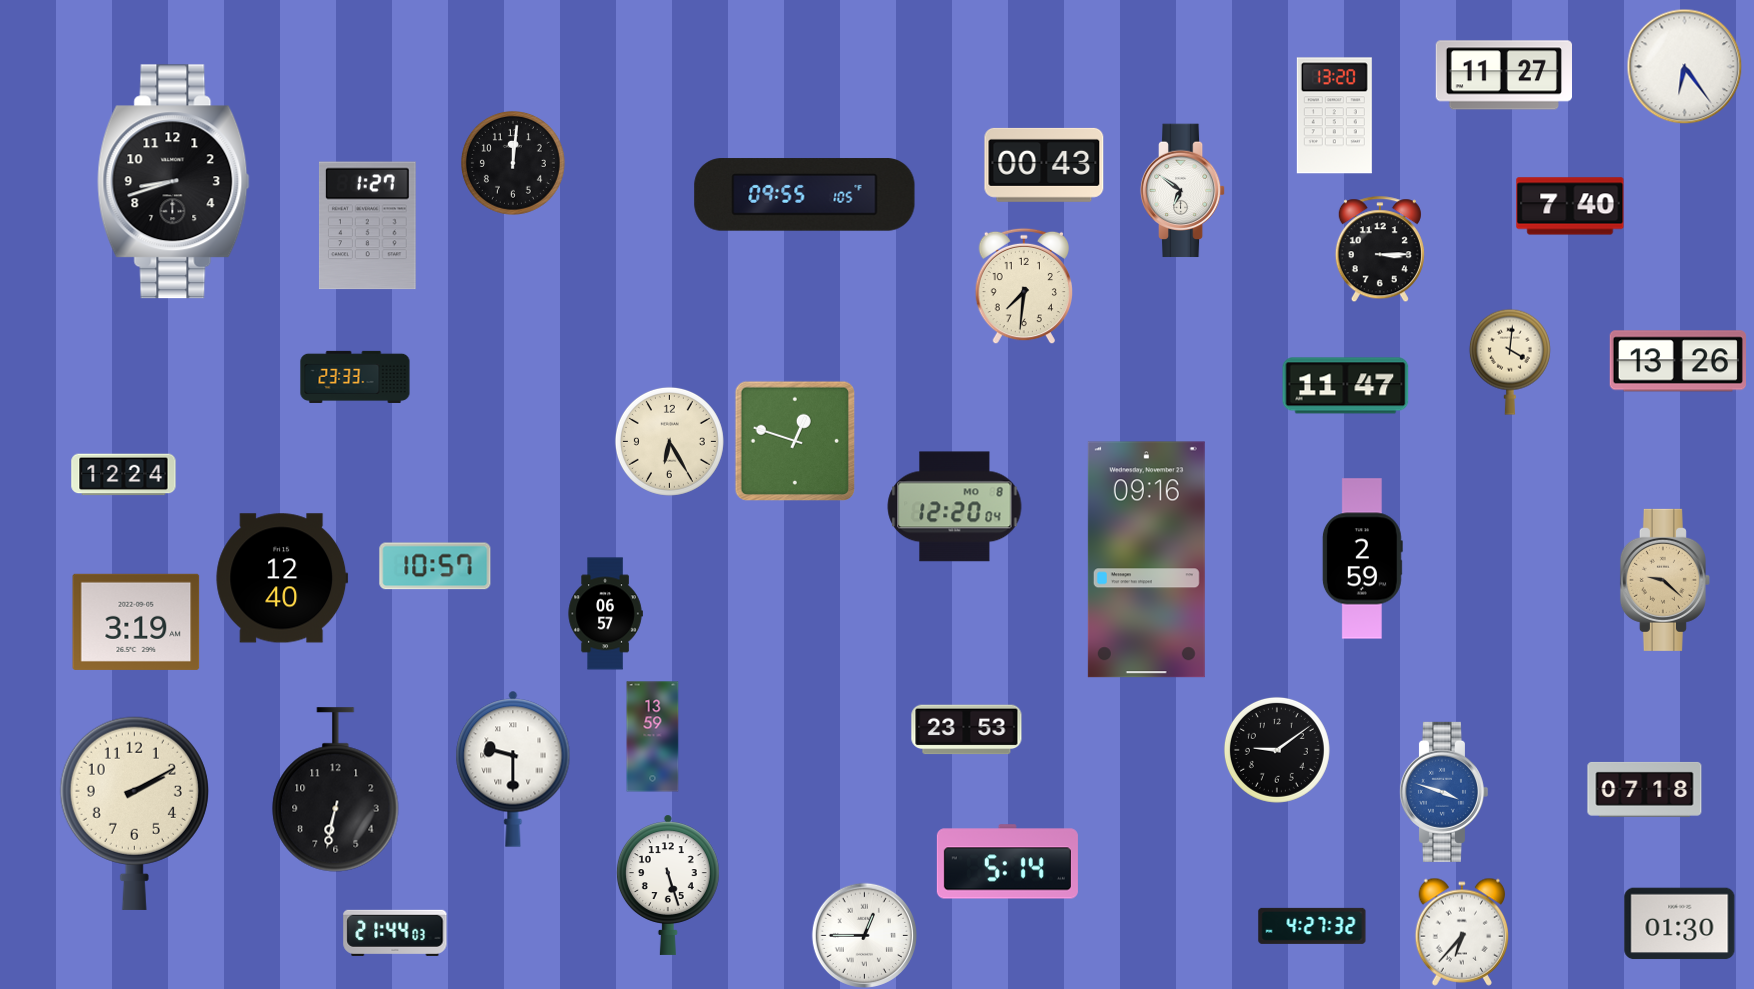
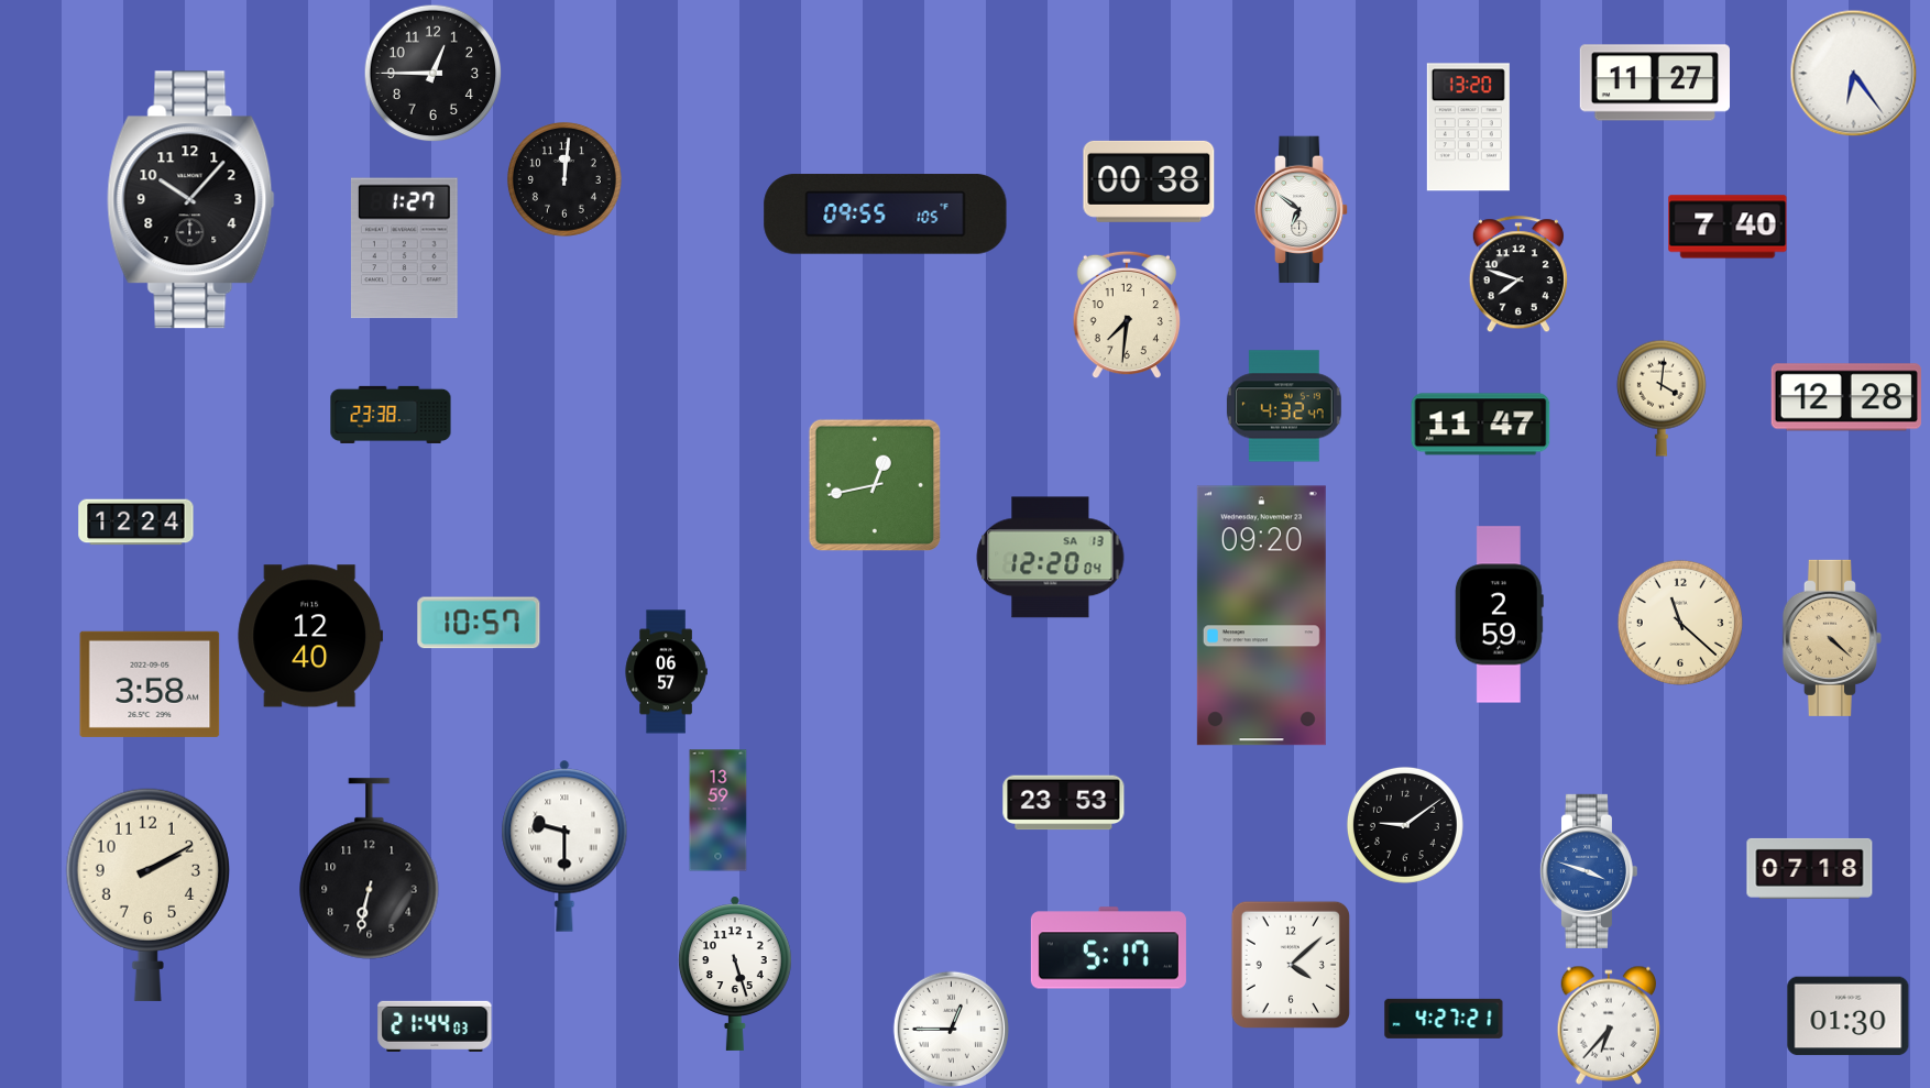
clock at (432, 73): none -> 12:45
clock at (1044, 165): 00:43 -> 00:38
clock at (174, 182): 8:42 -> 10:07
clock at (1380, 249): 3:15 -> 7:48
clock at (1678, 361): 13:26 -> 12:28
clock at (1284, 406): none -> 4:32
clock at (355, 377): 23:33 -> 23:38
clock at (669, 441): 6:25 -> none
clock at (795, 441): 12:48 -> 12:43
clock at (955, 507) date: MO 8 -> SA 13
clock at (1146, 560): 09:16 -> 09:20
clock at (1680, 623): none -> 11:22
clock at (1665, 580): 9:22 -> 4:22
clock at (605, 614) position: (605, 614) -> (666, 672)
clock at (136, 622): 3:19 -> 3:58
clock at (1007, 862): 5:14 -> 5:17
clock at (1291, 965): none -> 4:08
clock at (1312, 926): 4:27:32 -> 4:27:21
